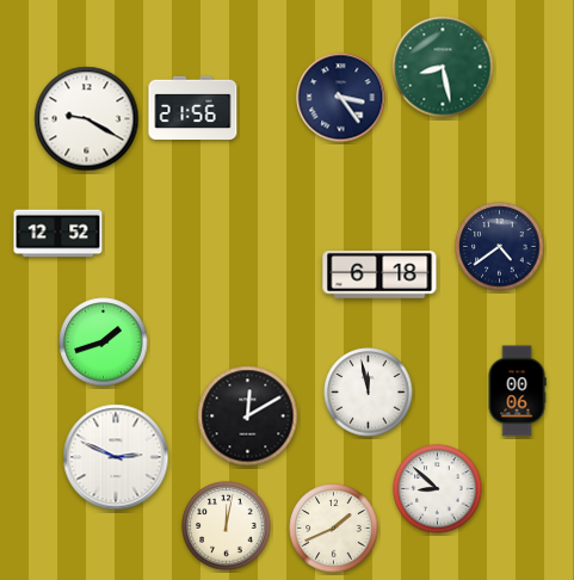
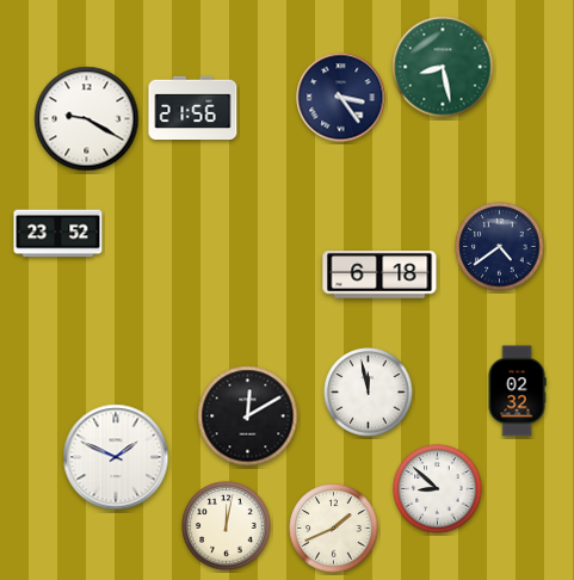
clock at (58, 234): 12:52 -> 23:52
clock at (104, 343): 1:42 -> none
clock at (517, 391): 00:06 -> 02:32
clock at (116, 457): 2:49 -> 1:49
